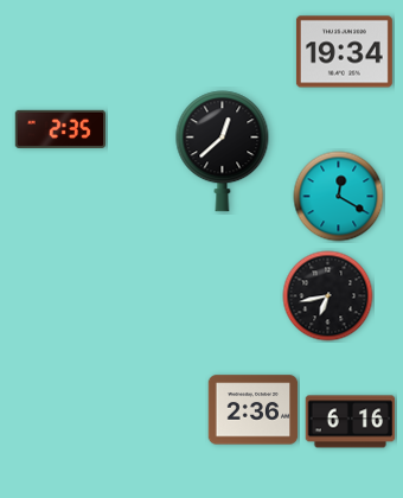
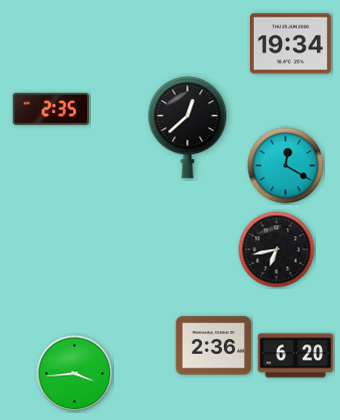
clock at (351, 422): 6:16 -> 6:20
clock at (75, 374): none -> 3:44
